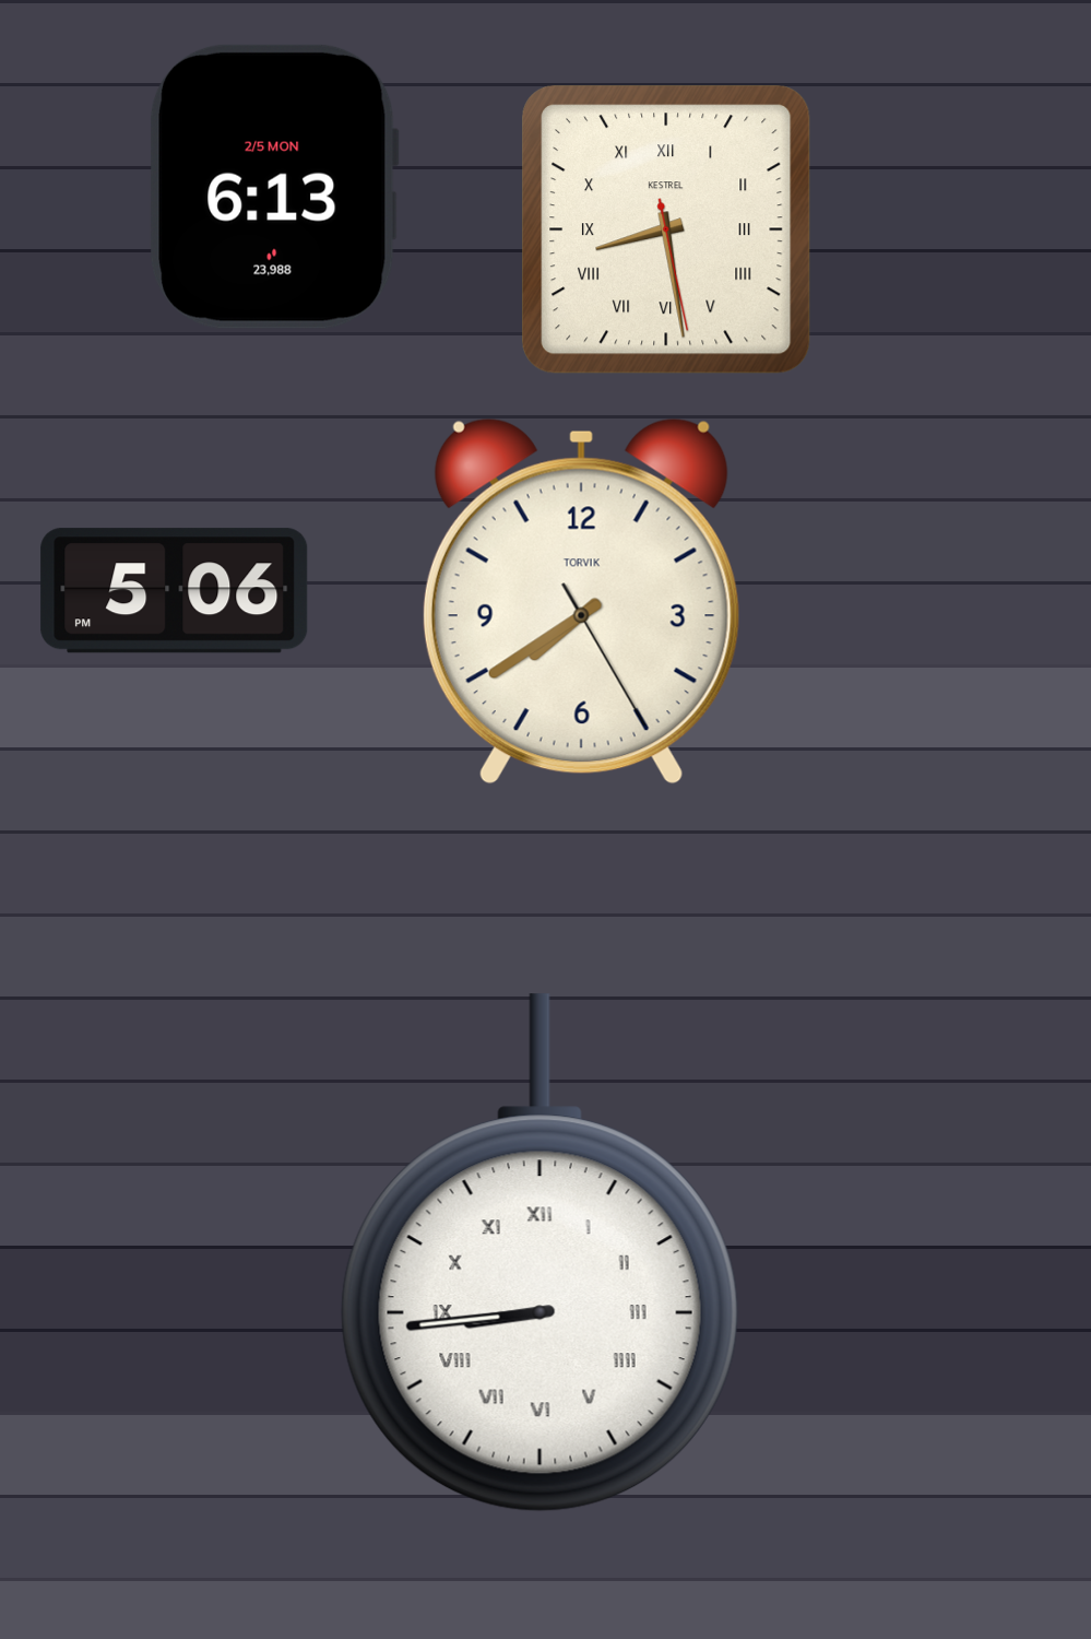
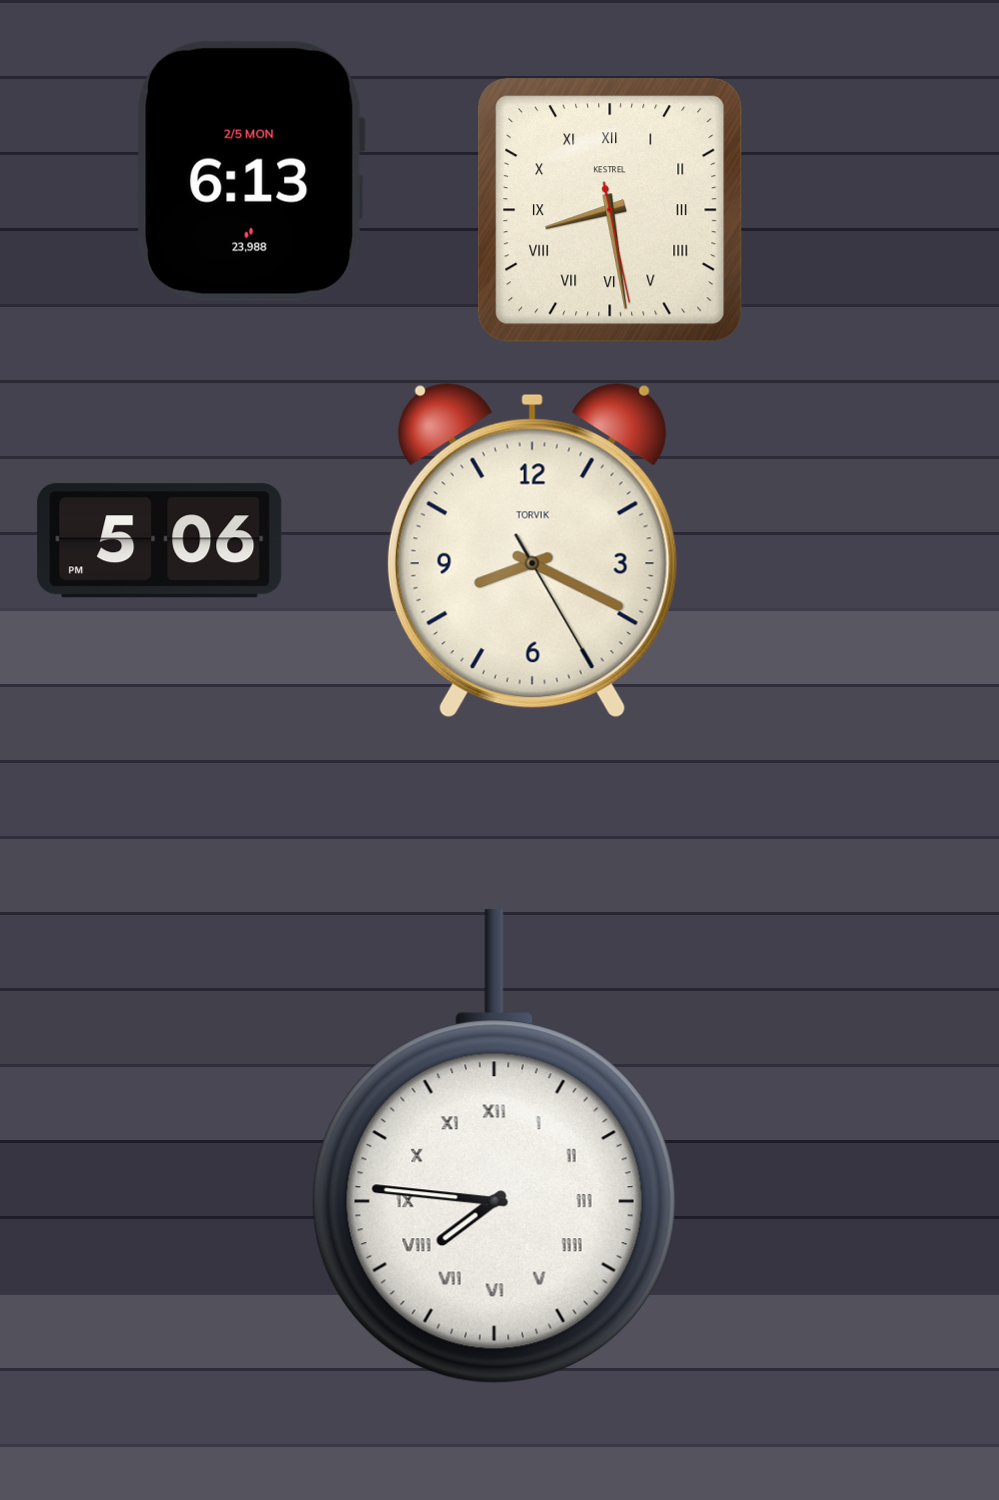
clock at (581, 601): 7:39 -> 8:19
clock at (539, 1253): 8:44 -> 7:46
